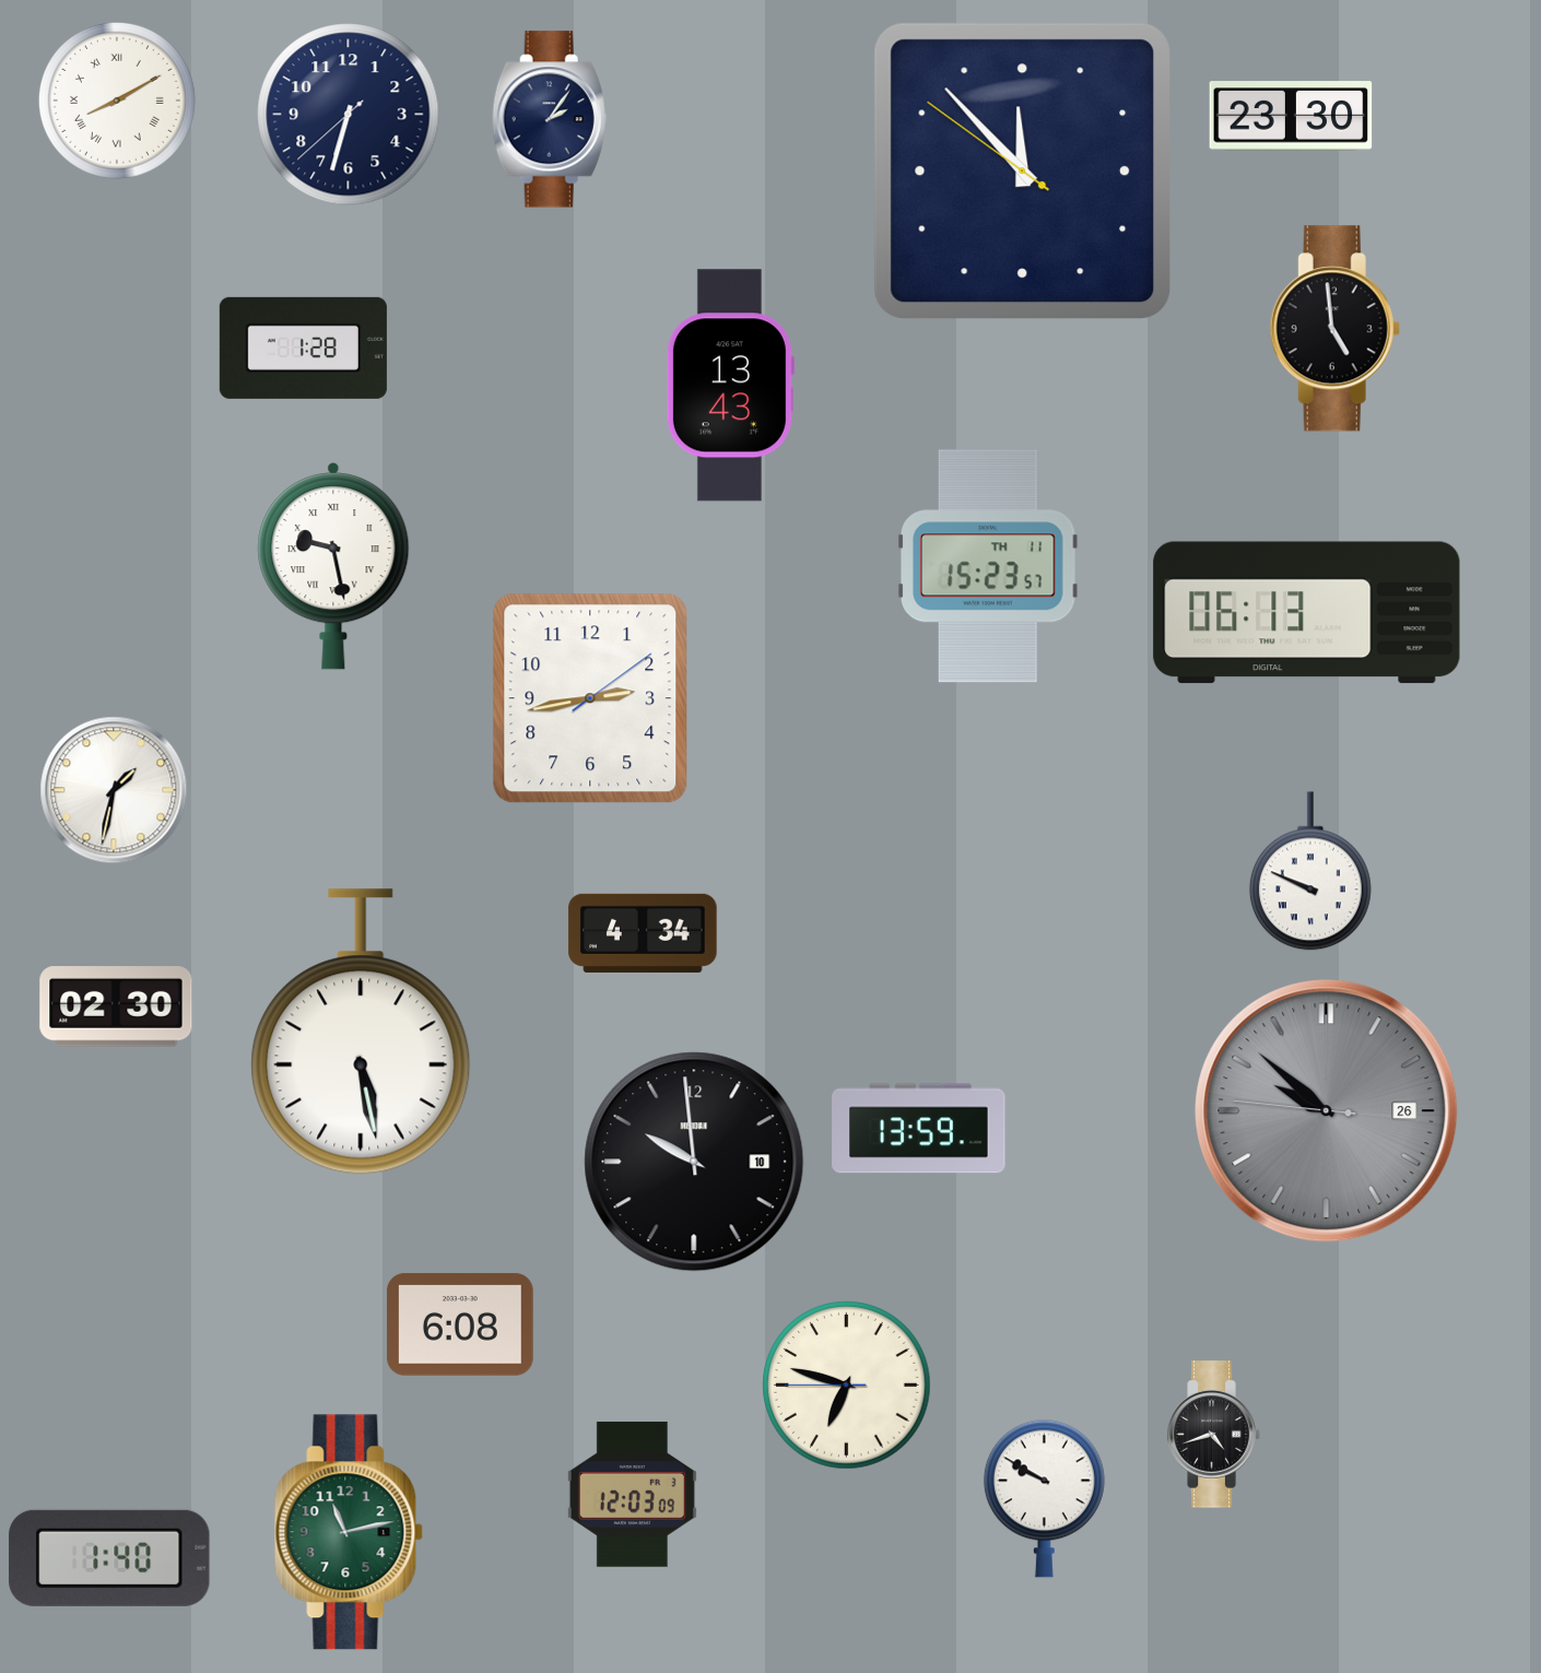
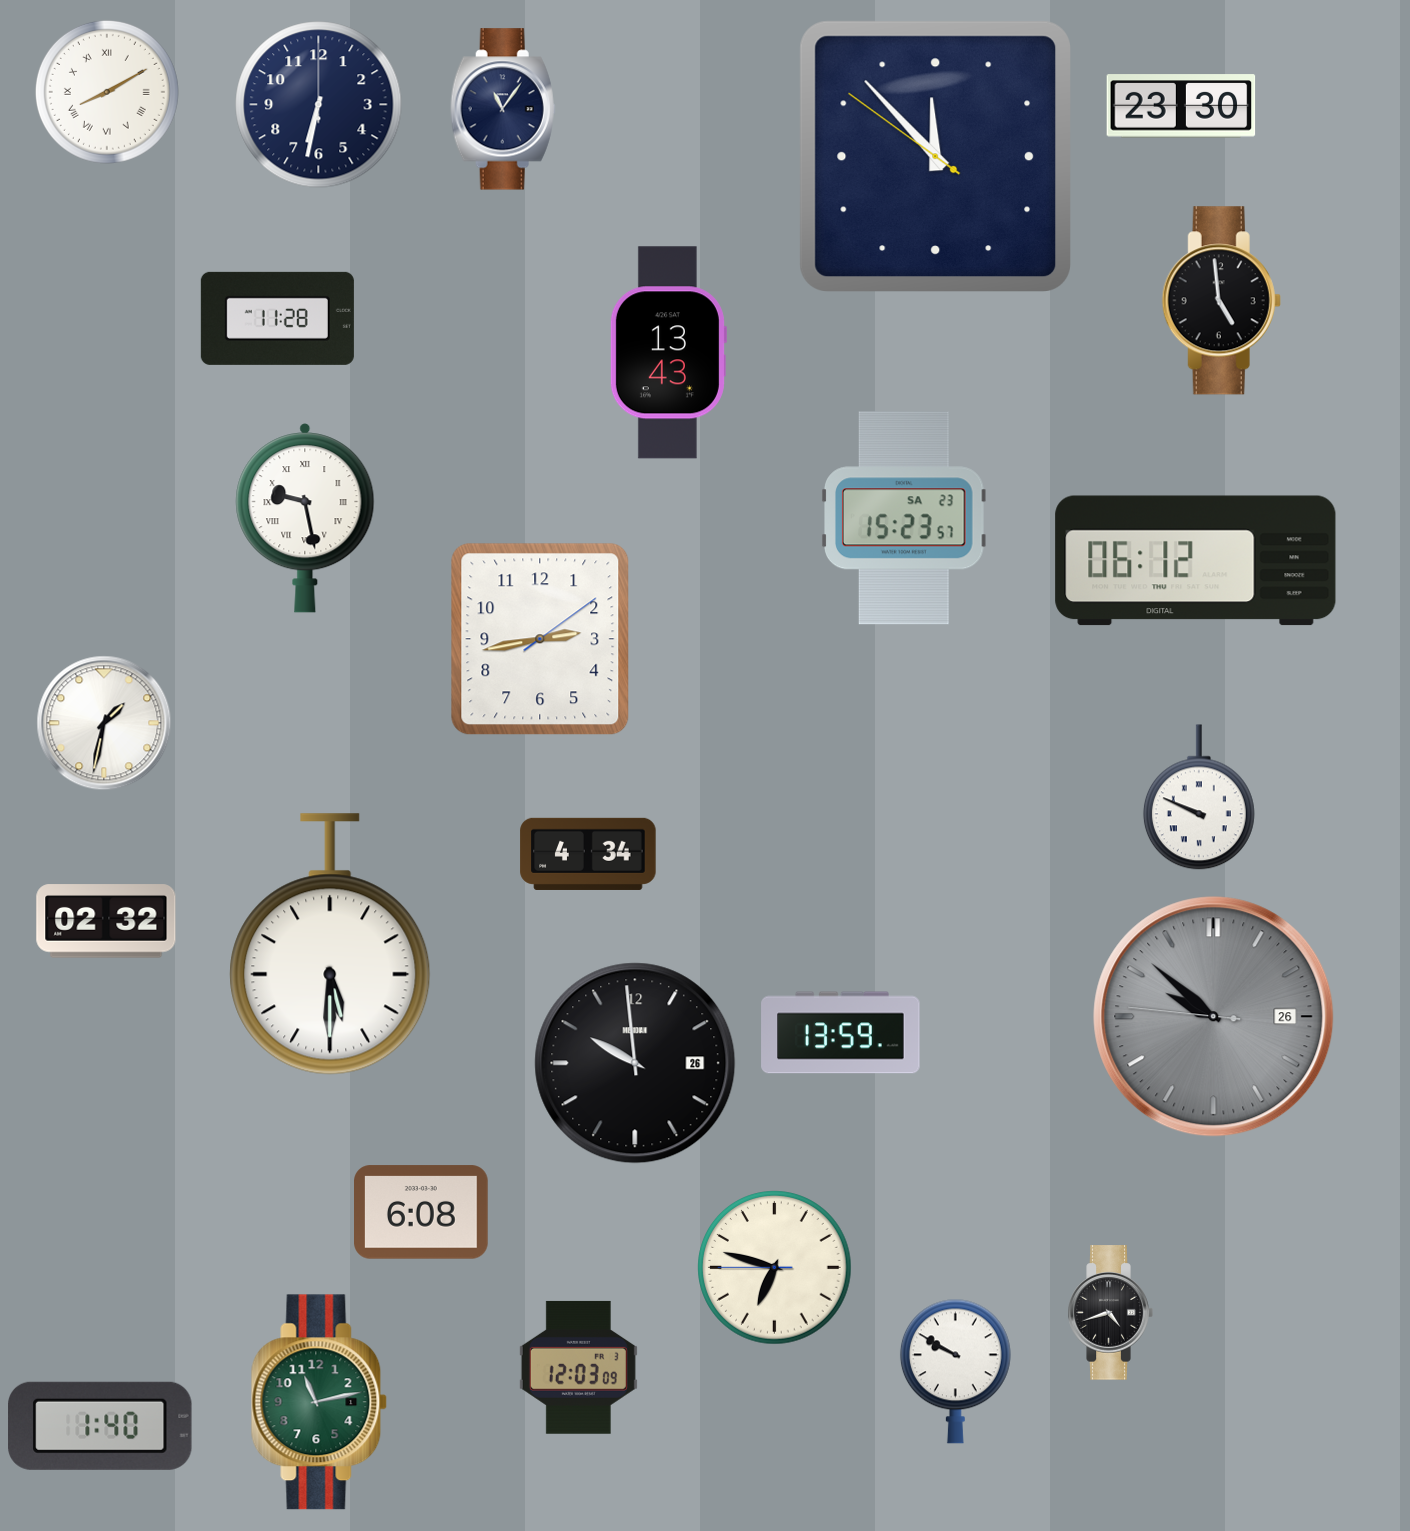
clock at (349, 115): 6:32:38 -> 6:32:00
clock at (550, 119): 2:06 -> 11:06
clock at (303, 347): 1:28 -> 11:28
clock at (989, 566) date: TH 11 -> SA 23
clock at (1307, 613): 06:13 -> 06:12
clock at (116, 1006): 02:30 -> 02:32
clock at (361, 1032): 5:28 -> 5:30
clock at (694, 1162) date: 10 -> 26
